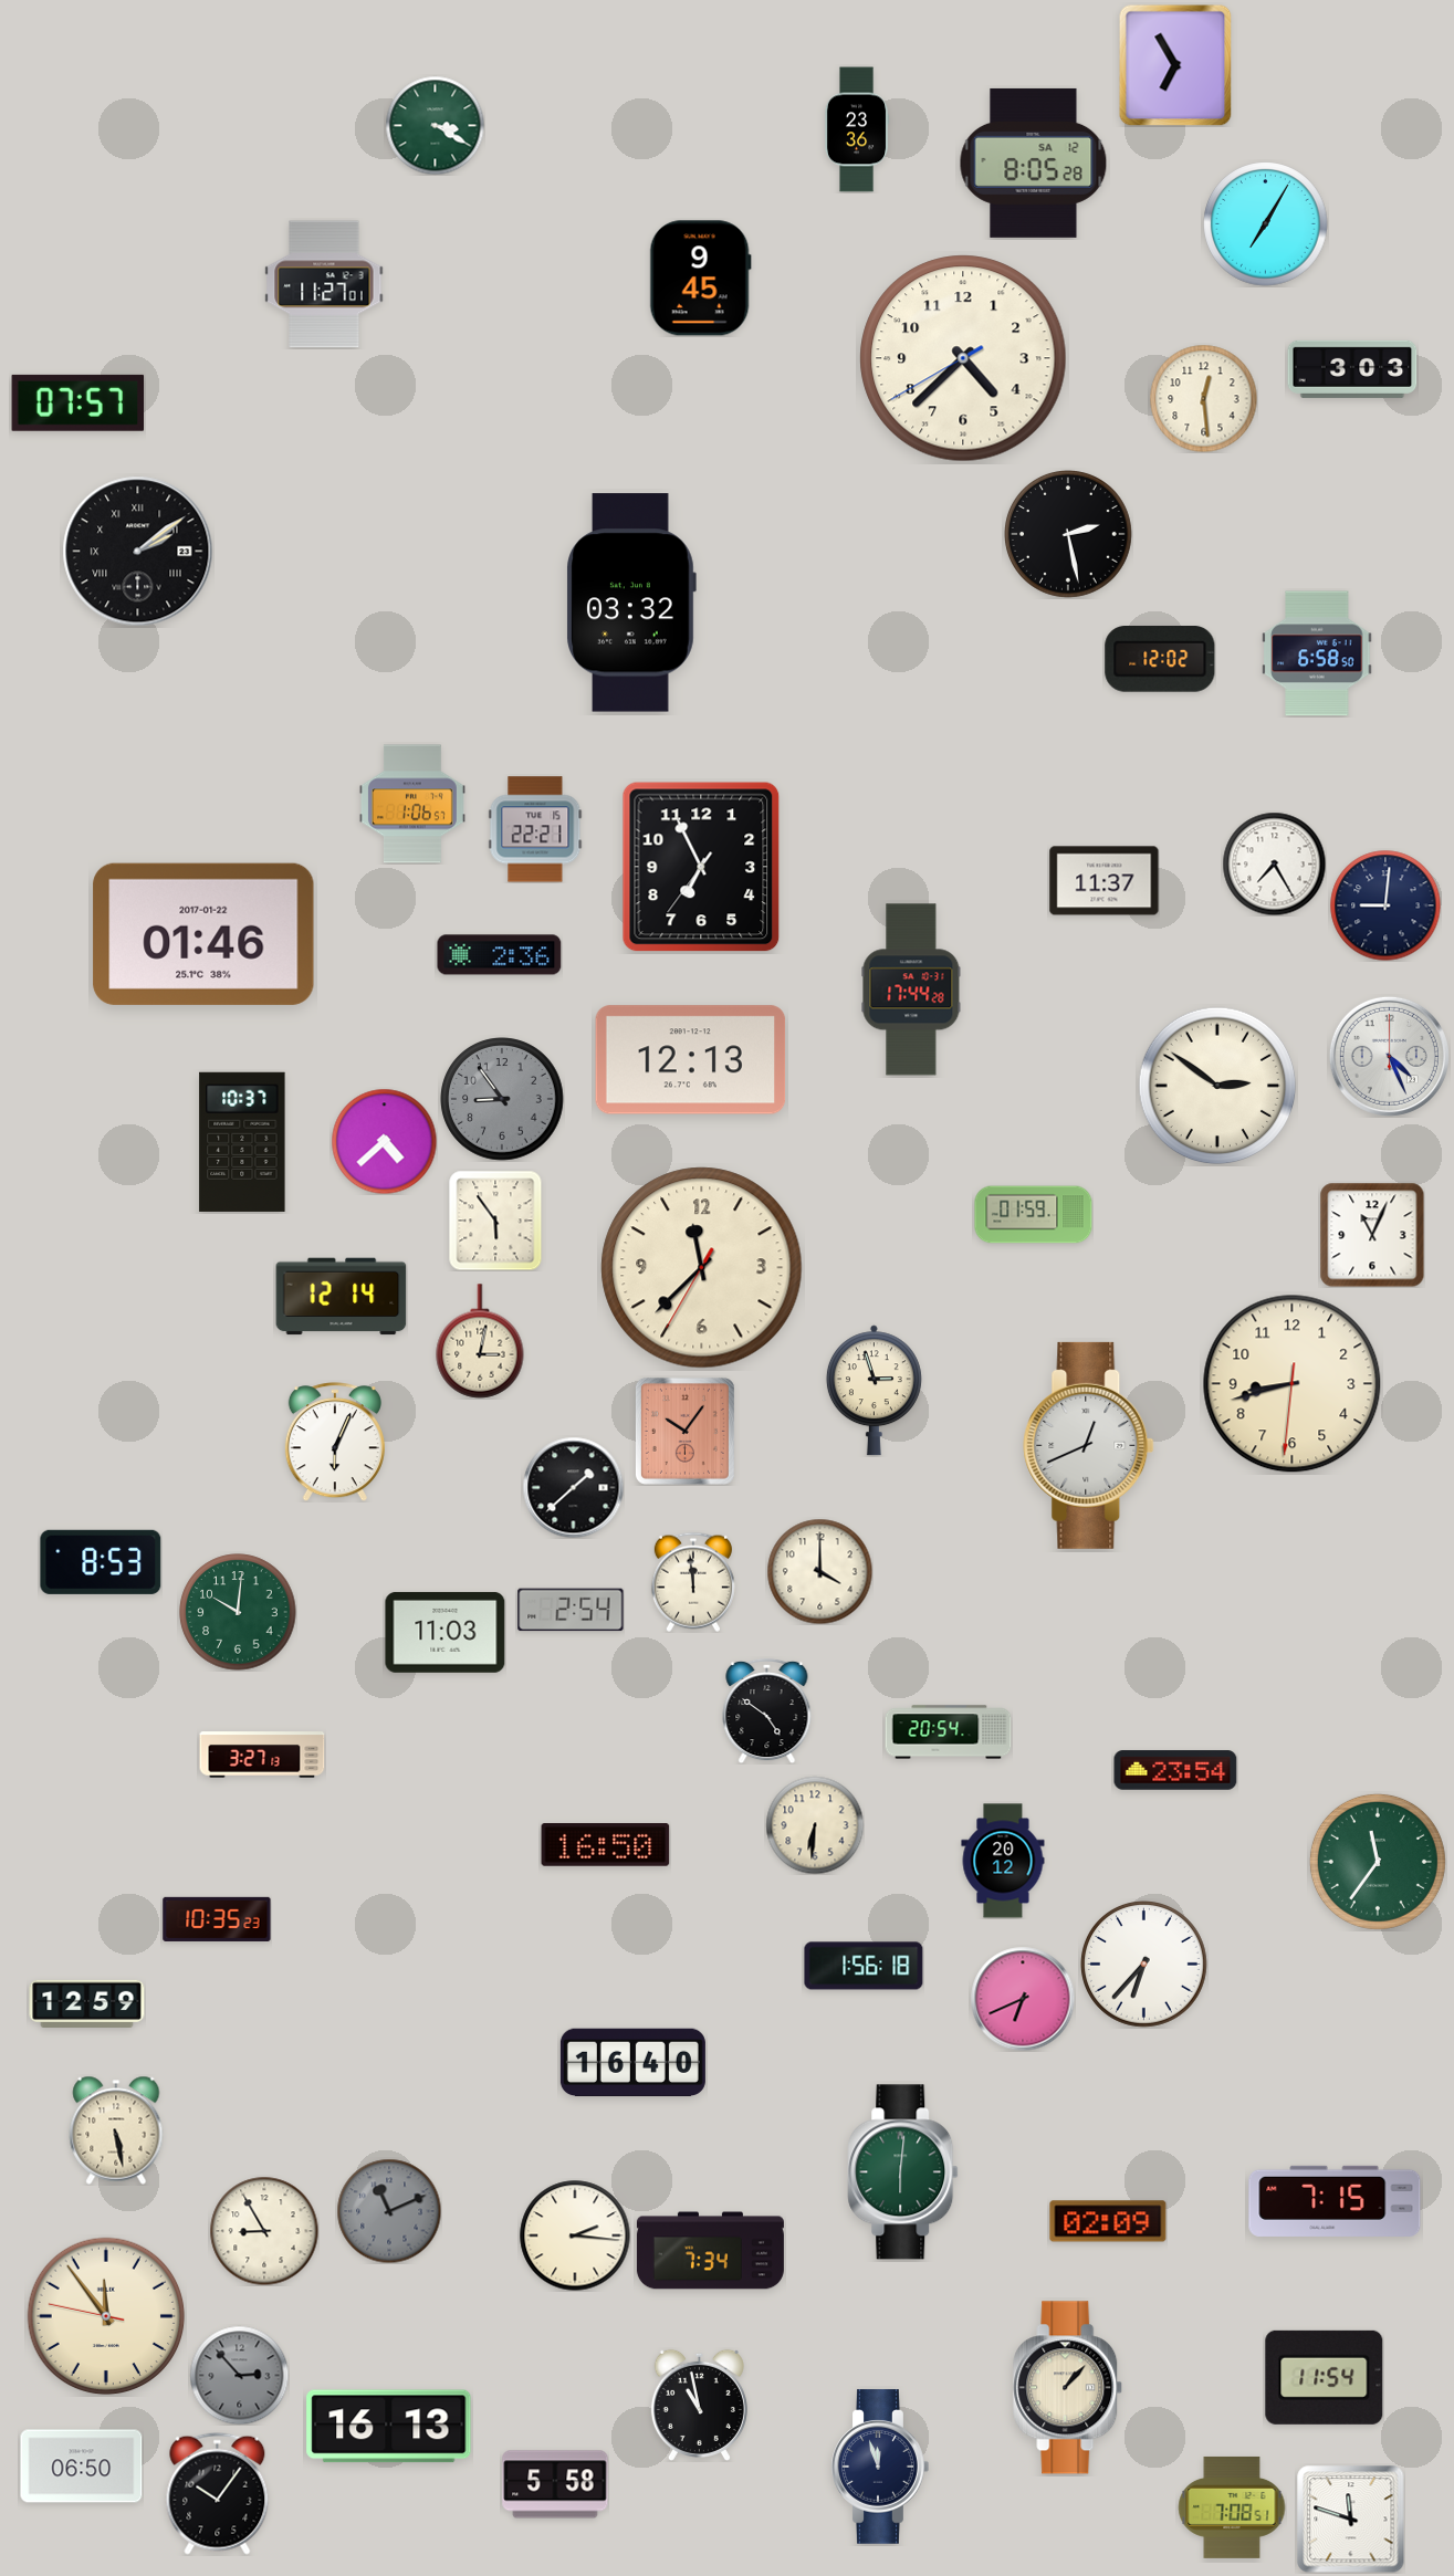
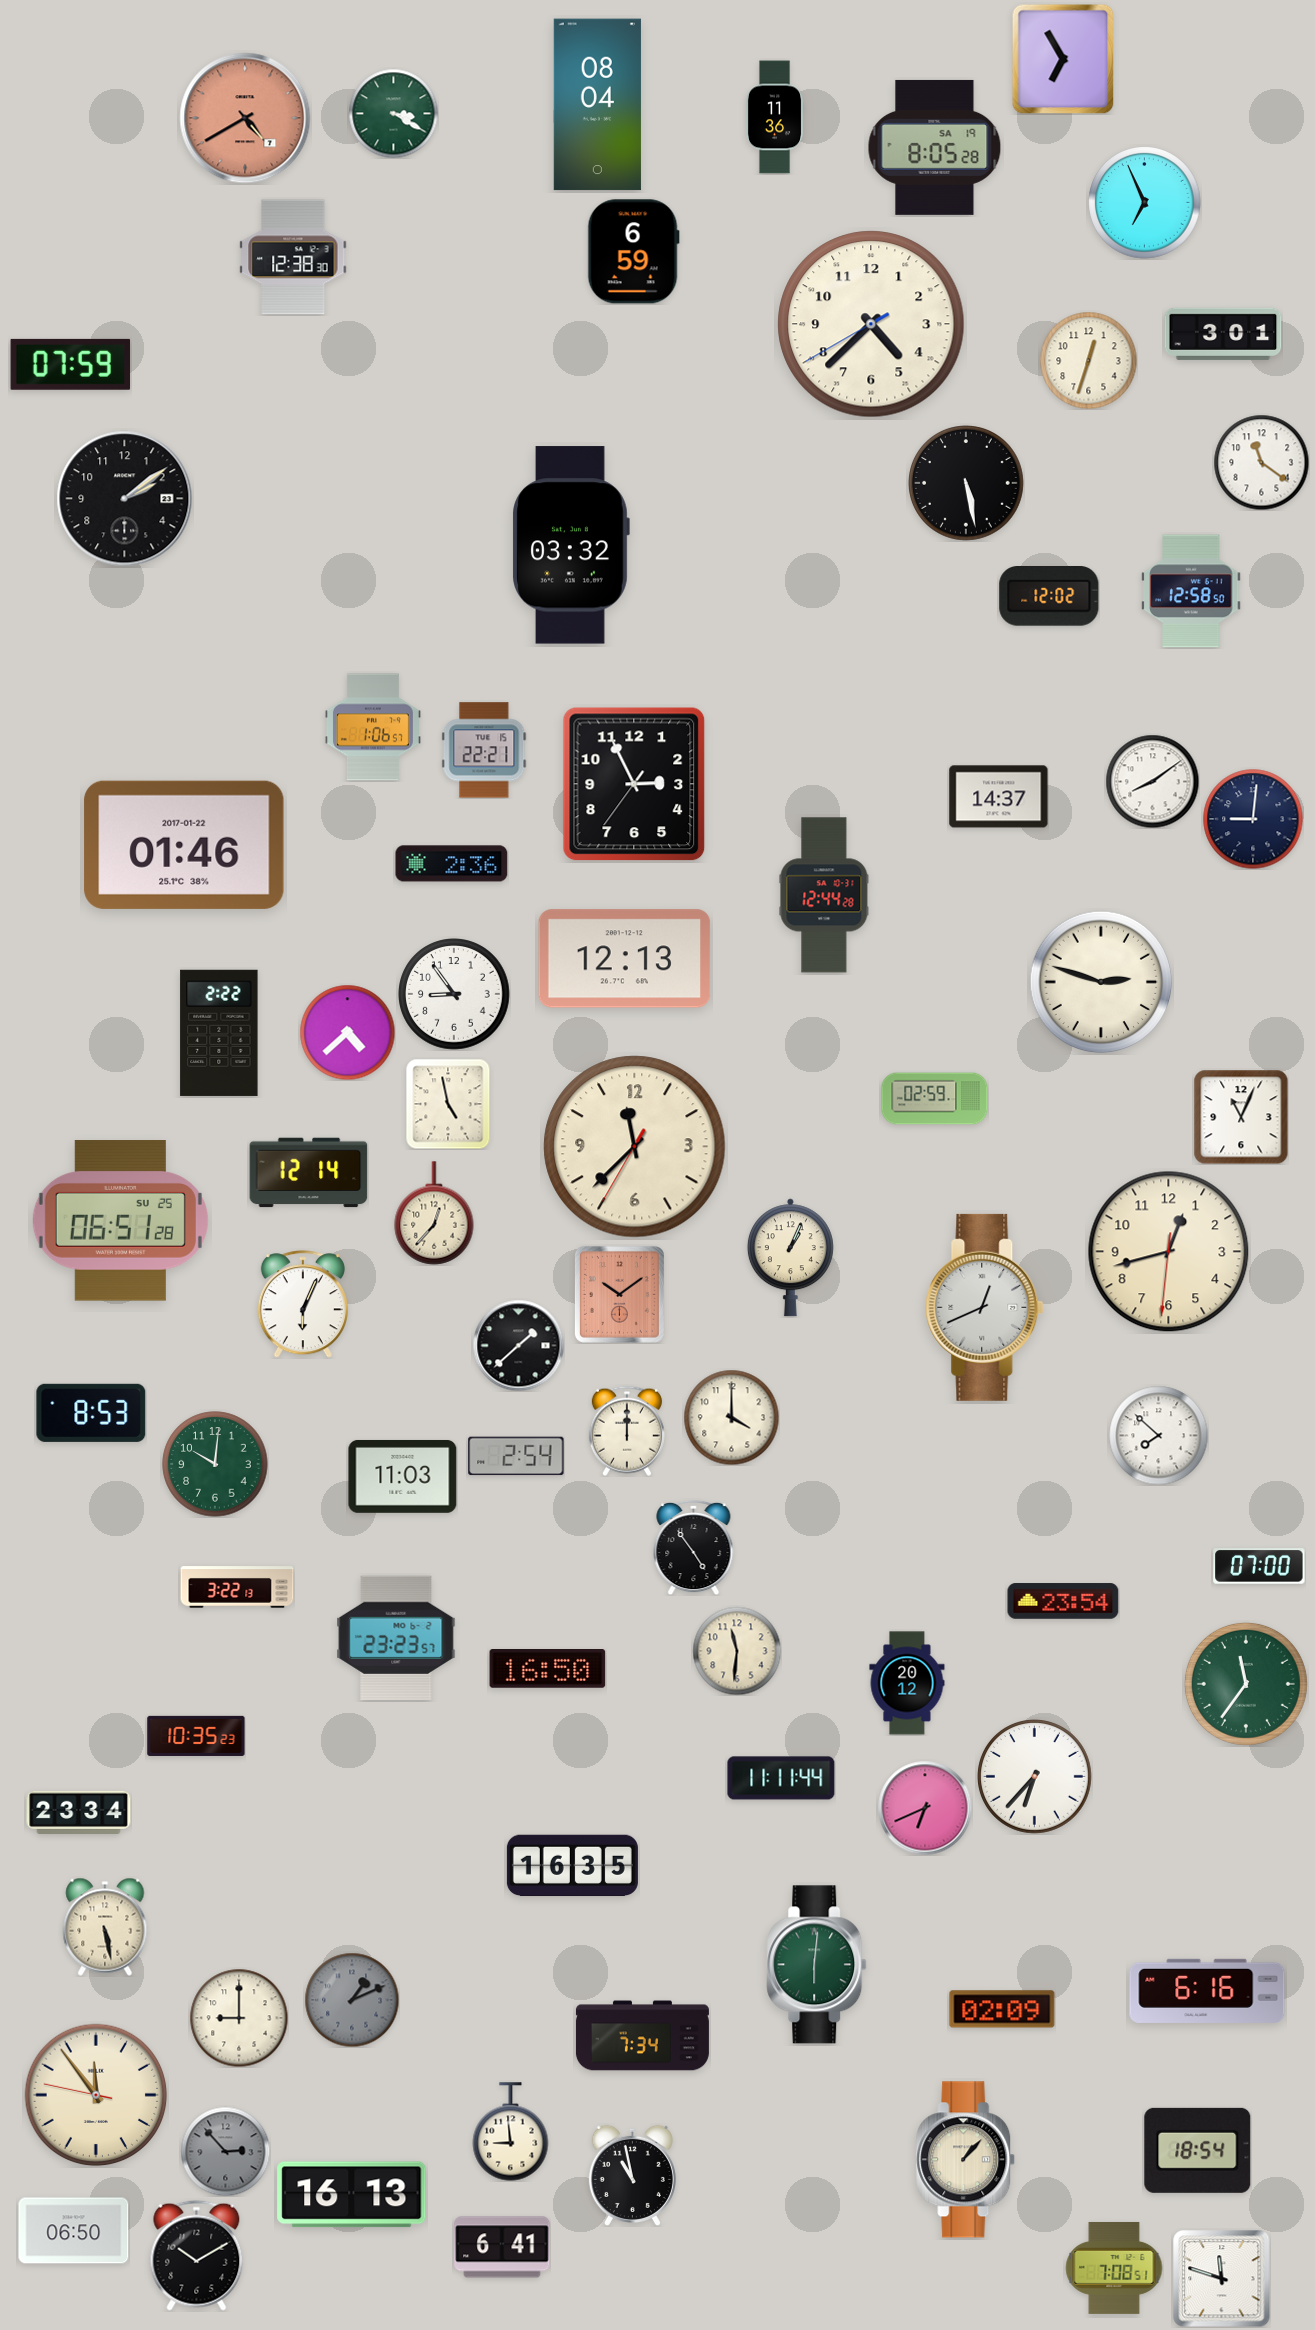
clock at (597, 105): none -> 08:04
clock at (857, 129): 23:36 -> 11:36
clock at (245, 118): none -> 4:40
clock at (1034, 163) date: SA 12 -> SA 19
clock at (1266, 224): 7:05 -> 6:56
clock at (700, 279): 9:45 -> 6:59
clock at (324, 284): 11:27 -> 12:38
clock at (1352, 369): 3:03 -> 3:01
clock at (1203, 398): 12:29 -> 12:33
clock at (79, 402): 07:57 -> 07:59
clock at (1261, 462): none -> 11:21
clock at (1069, 535): 2:28 -> 5:28
clock at (138, 552) numerals: Roman -> Arabic
clock at (1317, 653): 6:58 -> 12:58
clock at (1274, 863): 7:25 -> 8:09
clock at (701, 867): 6:55 -> 2:55
clock at (1105, 881): 11:37 -> 14:37
clock at (911, 989): 17:44 -> 12:44
clock at (1389, 1056): 4:26 -> none
clock at (1217, 1086): 2:51 -> 2:48
clock at (502, 1099) dial: grey -> white
clock at (242, 1142): 10:37 -> 2:22
clock at (1034, 1215): 01:59 -> 02:59
clock at (495, 1221): 5:54 -> 4:58
clock at (480, 1341): 3:02 -> 12:37
clock at (120, 1221): none -> 06:51
clock at (1293, 1384): 8:42 -> 12:42
clock at (874, 1391): 2:57 -> 1:04
clock at (684, 1431): 10:06 -> 10:09
clock at (819, 1571) position: (819, 1571) -> (731, 1417)
clock at (693, 1582): 11:59 -> 12:00
clock at (1159, 1436): none -> 7:52
clock at (238, 1612) position: (238, 1612) -> (215, 1464)
clock at (767, 1710): 4:51 -> 4:54
clock at (1259, 1566): none -> 07:00
clock at (949, 1732): 20:54 -> none
clock at (262, 1755): 3:27 -> 3:22
clock at (396, 1638): none -> 23:23
clock at (815, 1825): 6:31 -> 11:31
clock at (864, 1966): 1:56 -> 11:11
clock at (87, 2003): 12:59 -> 23:34
clock at (632, 2063): 16:40 -> 16:35
clock at (1335, 2201): 7:15 -> 6:16
clock at (389, 2211): 11:11 -> 1:11
clock at (264, 2231): 8:55 -> 9:00
clock at (575, 2235): 2:16 -> none
clock at (511, 2132): none -> 8:59
clock at (239, 2375) position: (239, 2375) -> (225, 2151)
clock at (1325, 2377): 11:54 -> 18:54
clock at (880, 2467): 11:57 -> none
clock at (555, 2484): 5:58 -> 6:41
clock at (218, 2493): 10:06 -> 10:10
